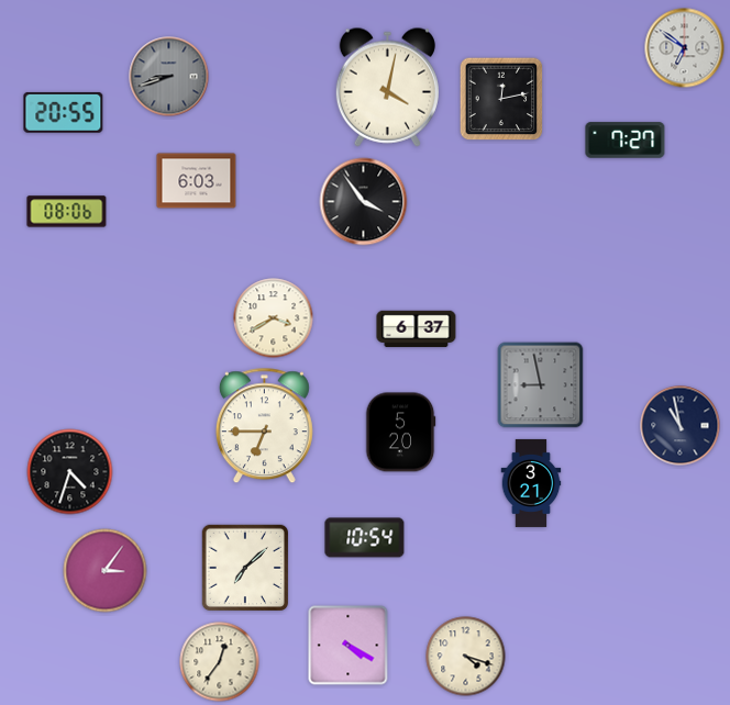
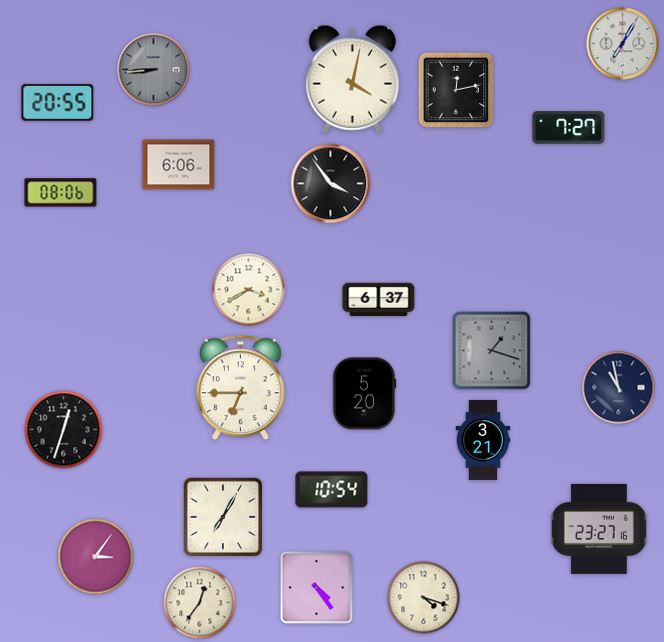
clock at (685, 48): 6:51 -> 7:05
clock at (169, 77): 8:42 -> 8:44
clock at (197, 181): 6:03 -> 6:06
clock at (541, 385): 8:58 -> 1:18
clock at (70, 472): 4:33 -> 12:33
clock at (244, 567): 7:08 -> 7:05
clock at (106, 571) position: (106, 571) -> (96, 557)
clock at (599, 529): none -> 23:27
clock at (349, 646): 4:20 -> 4:24
